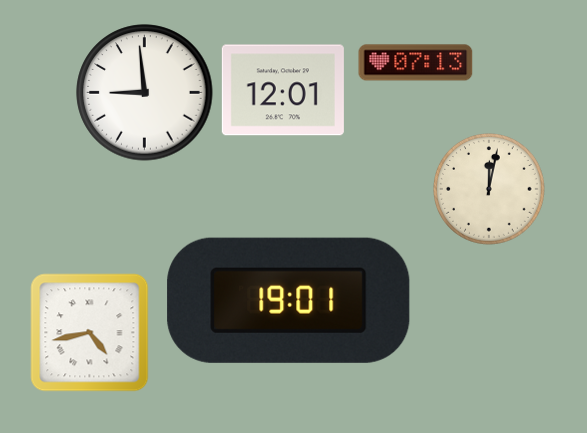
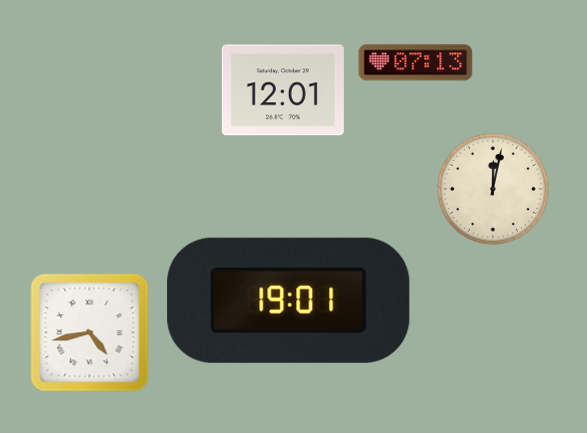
clock at (145, 93): 8:59 -> none
clock at (490, 190) position: (490, 190) -> (494, 190)
